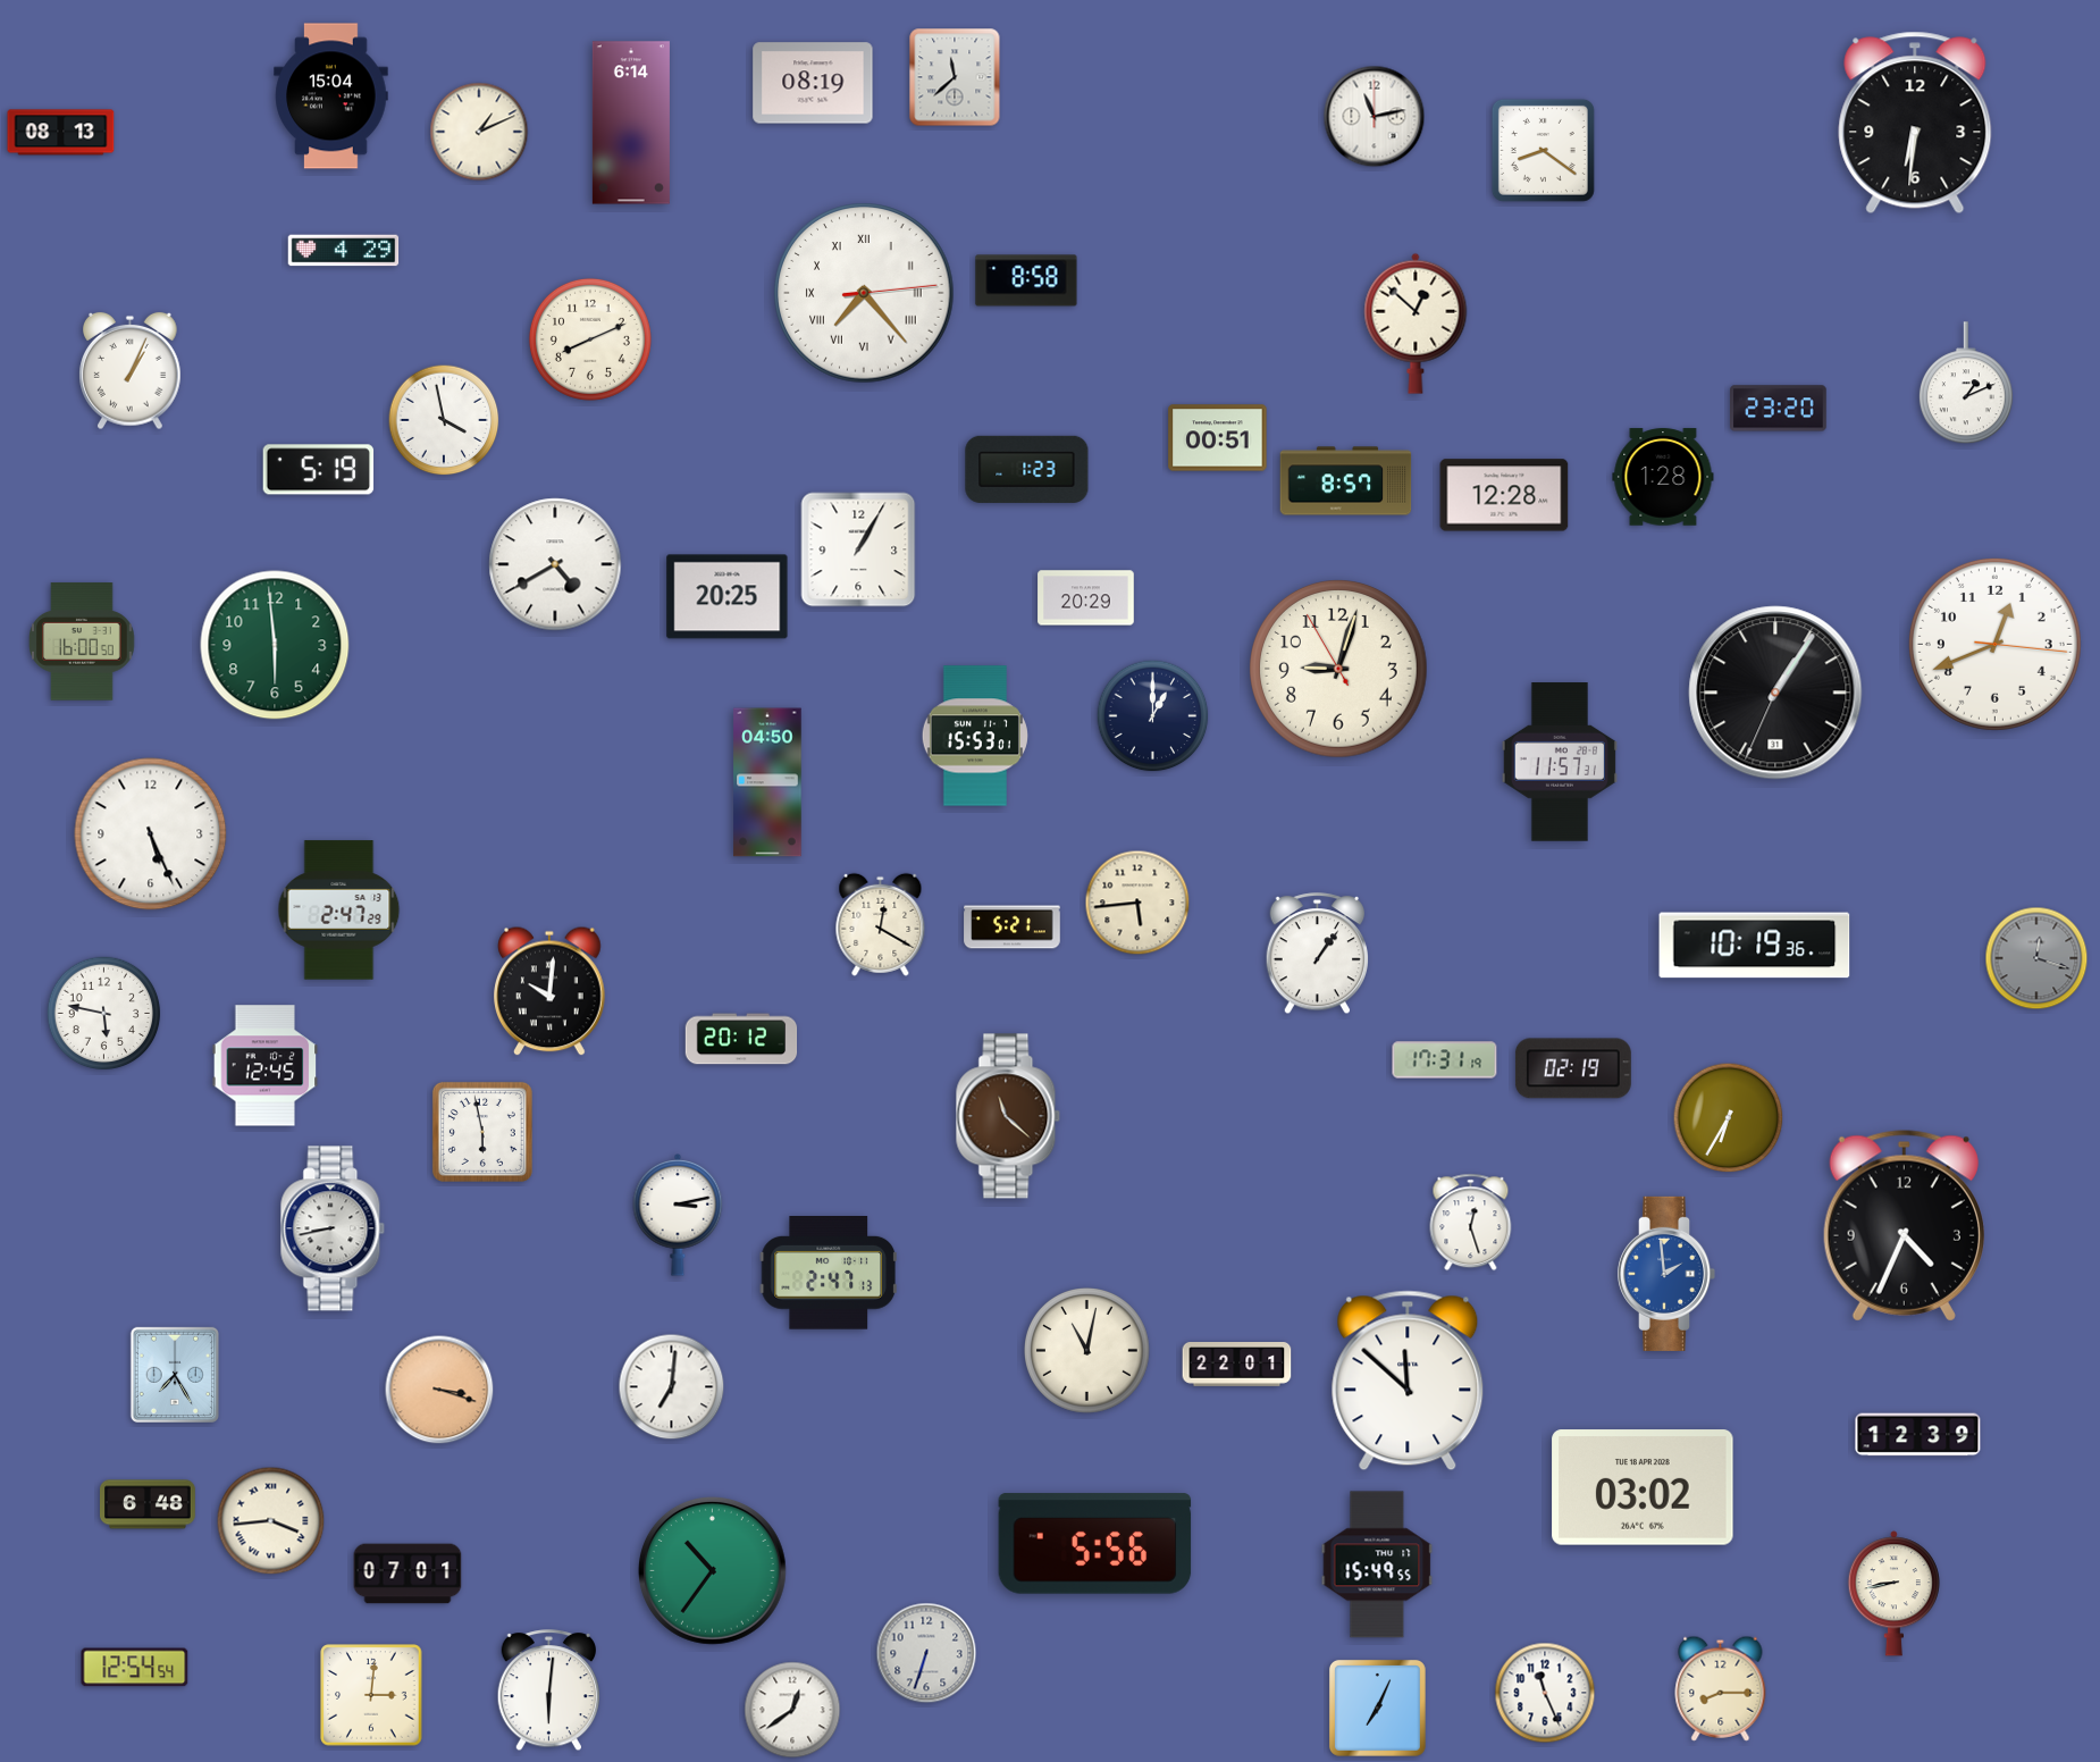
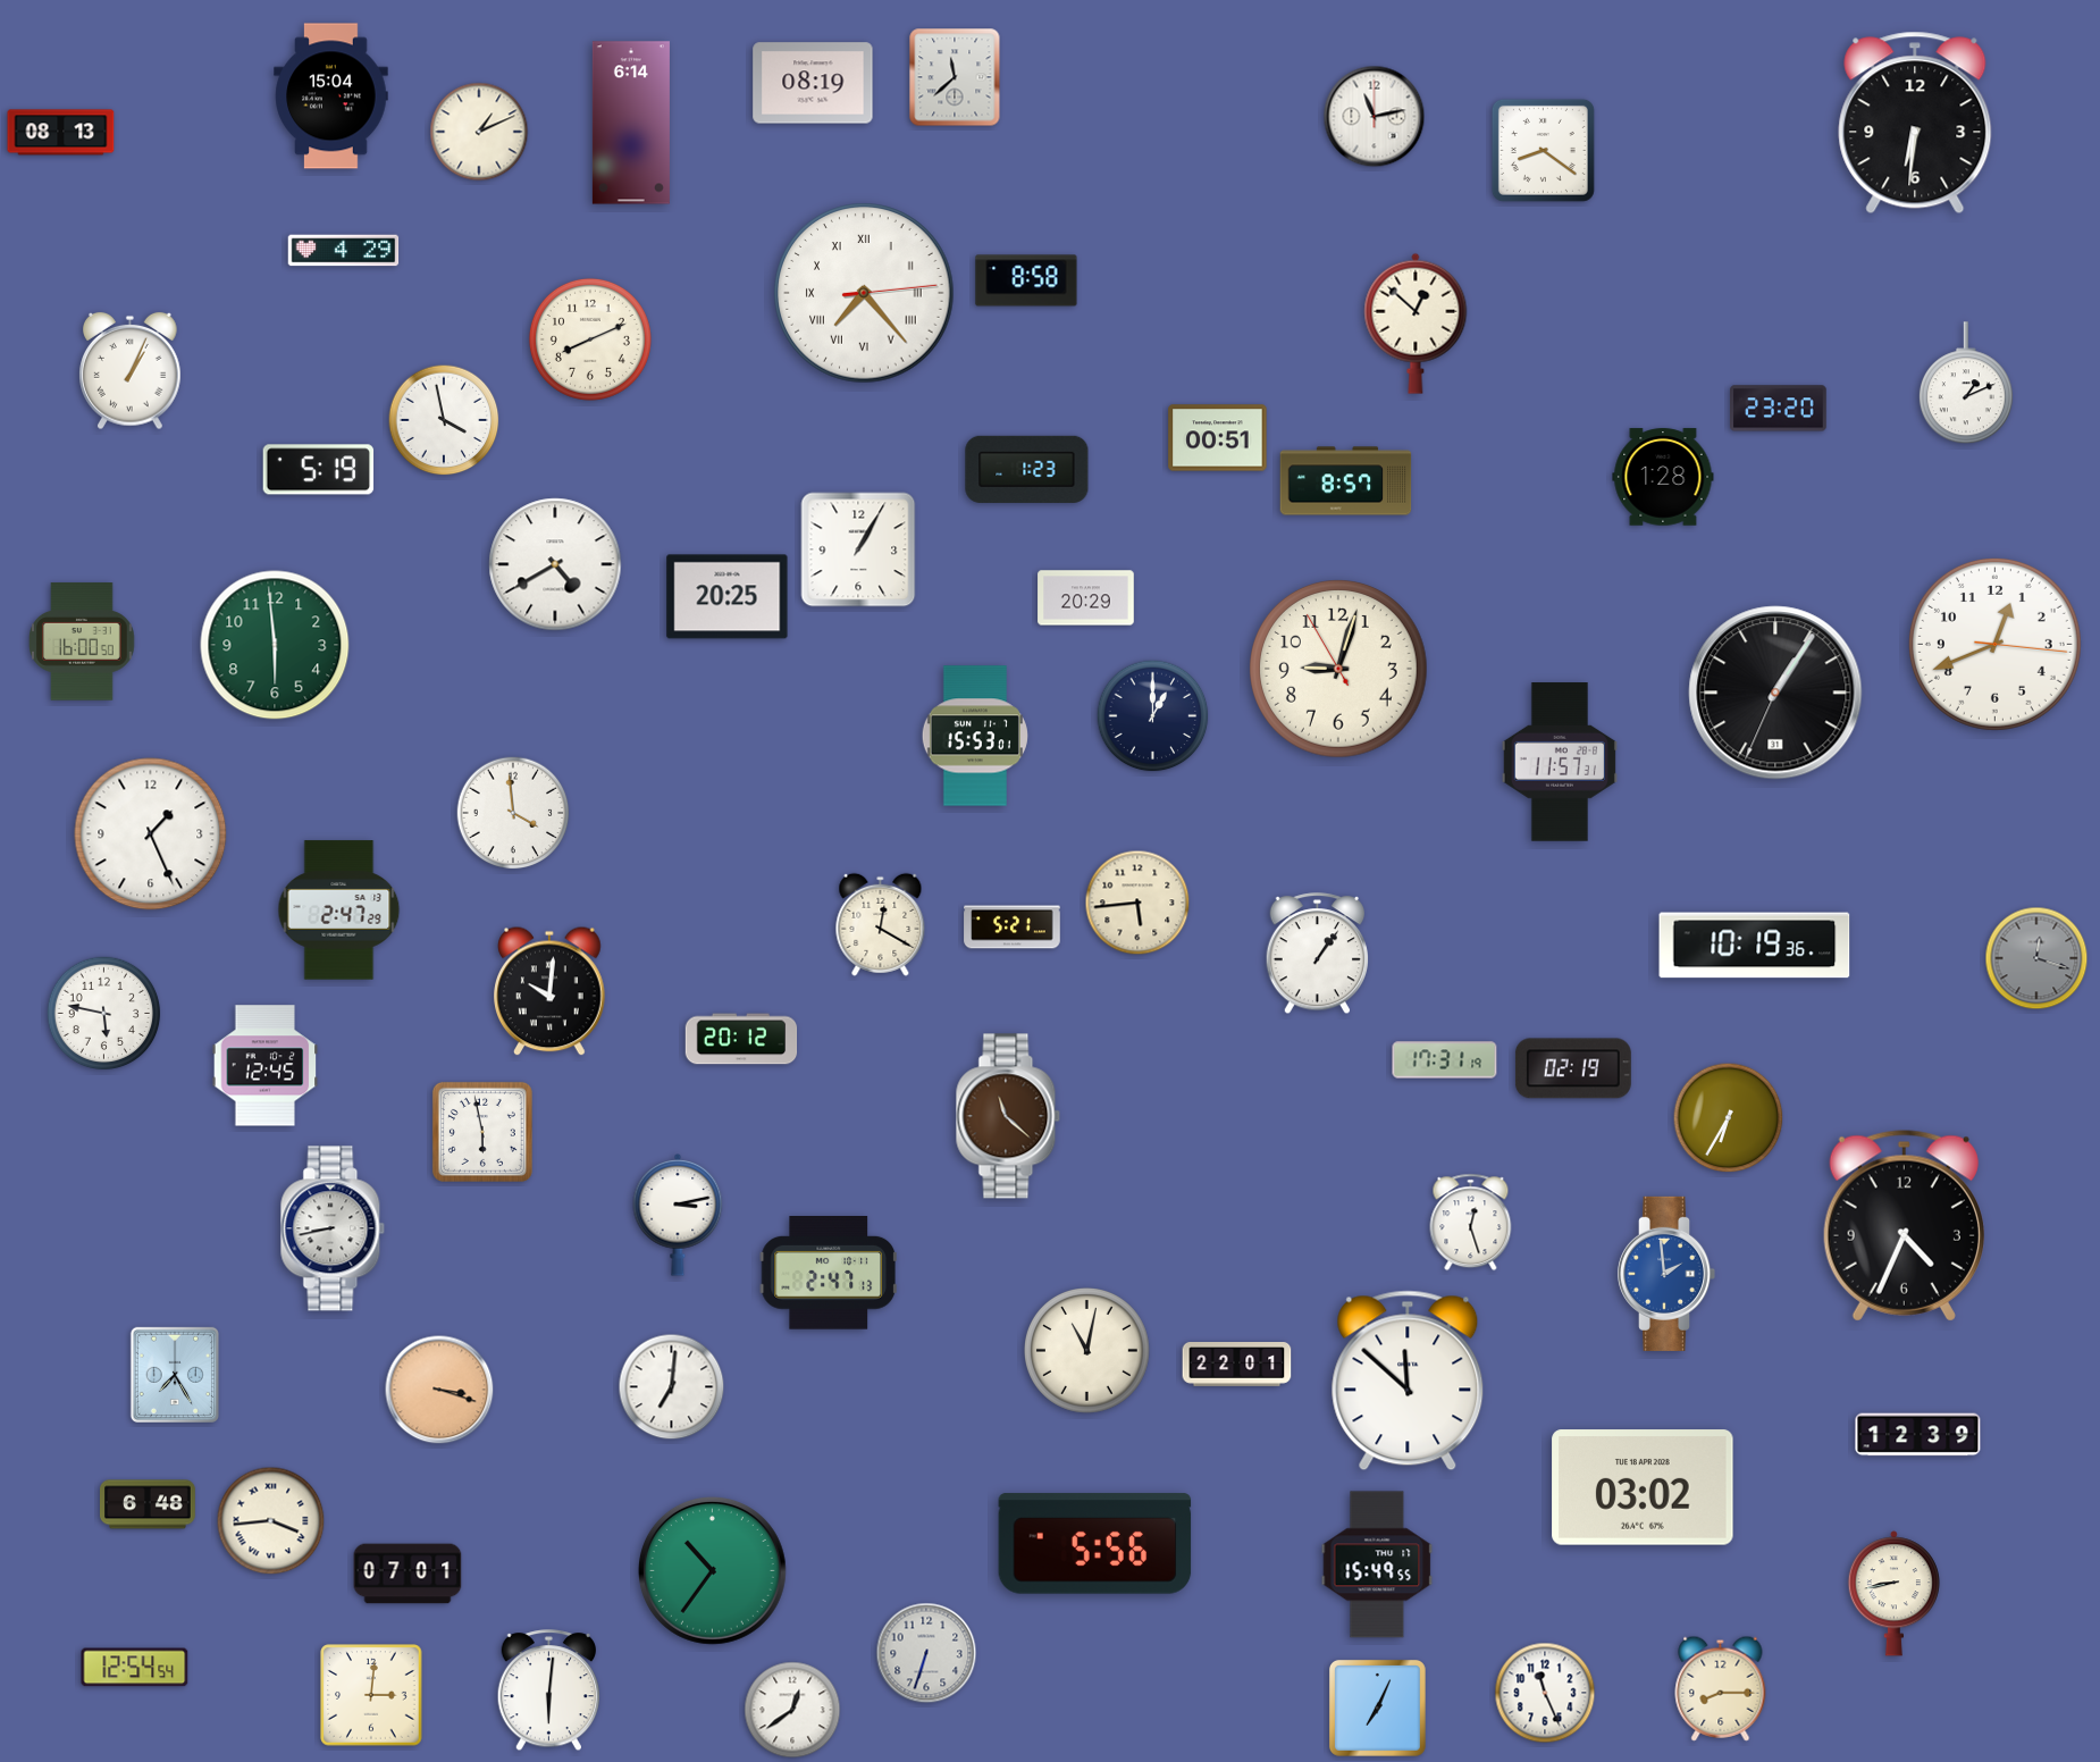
clock at (1504, 495): 12:28 -> none
clock at (767, 782): 04:50 -> none
clock at (513, 813): none -> 3:59
clock at (151, 834): 5:26 -> 1:26
